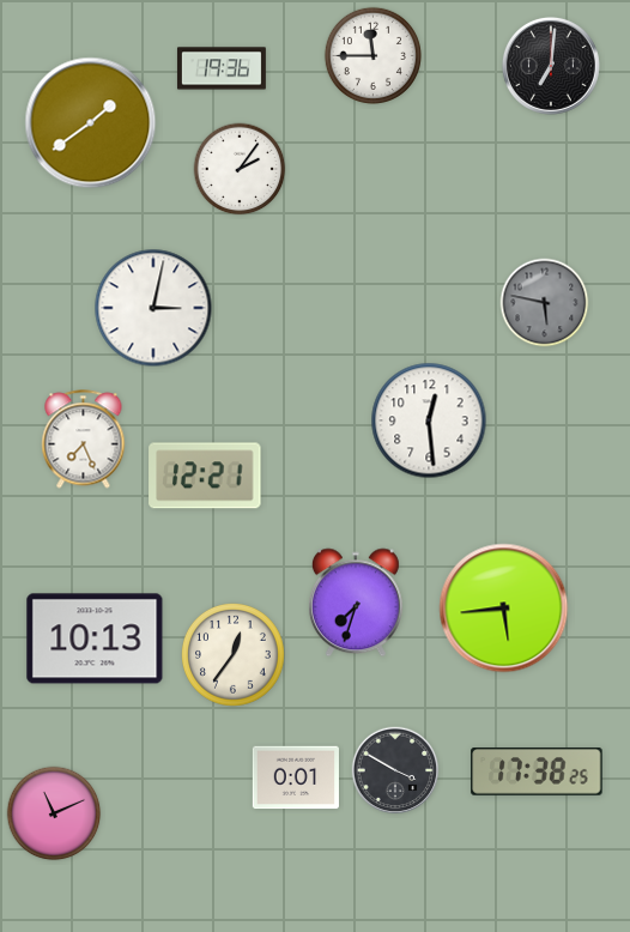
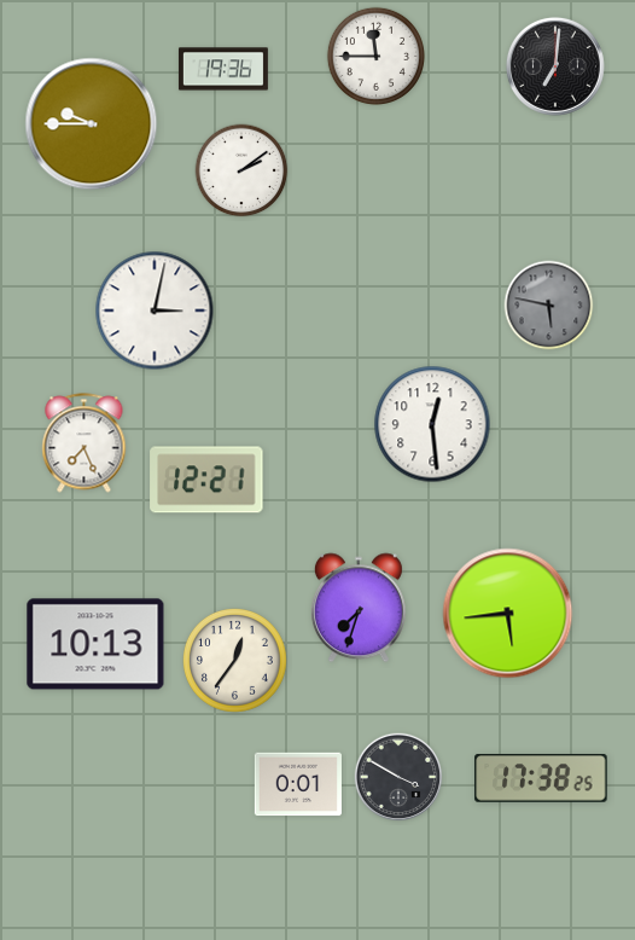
clock at (91, 123): 1:39 -> 9:45
clock at (240, 169): 2:06 -> 2:09
clock at (54, 813): 11:11 -> none
